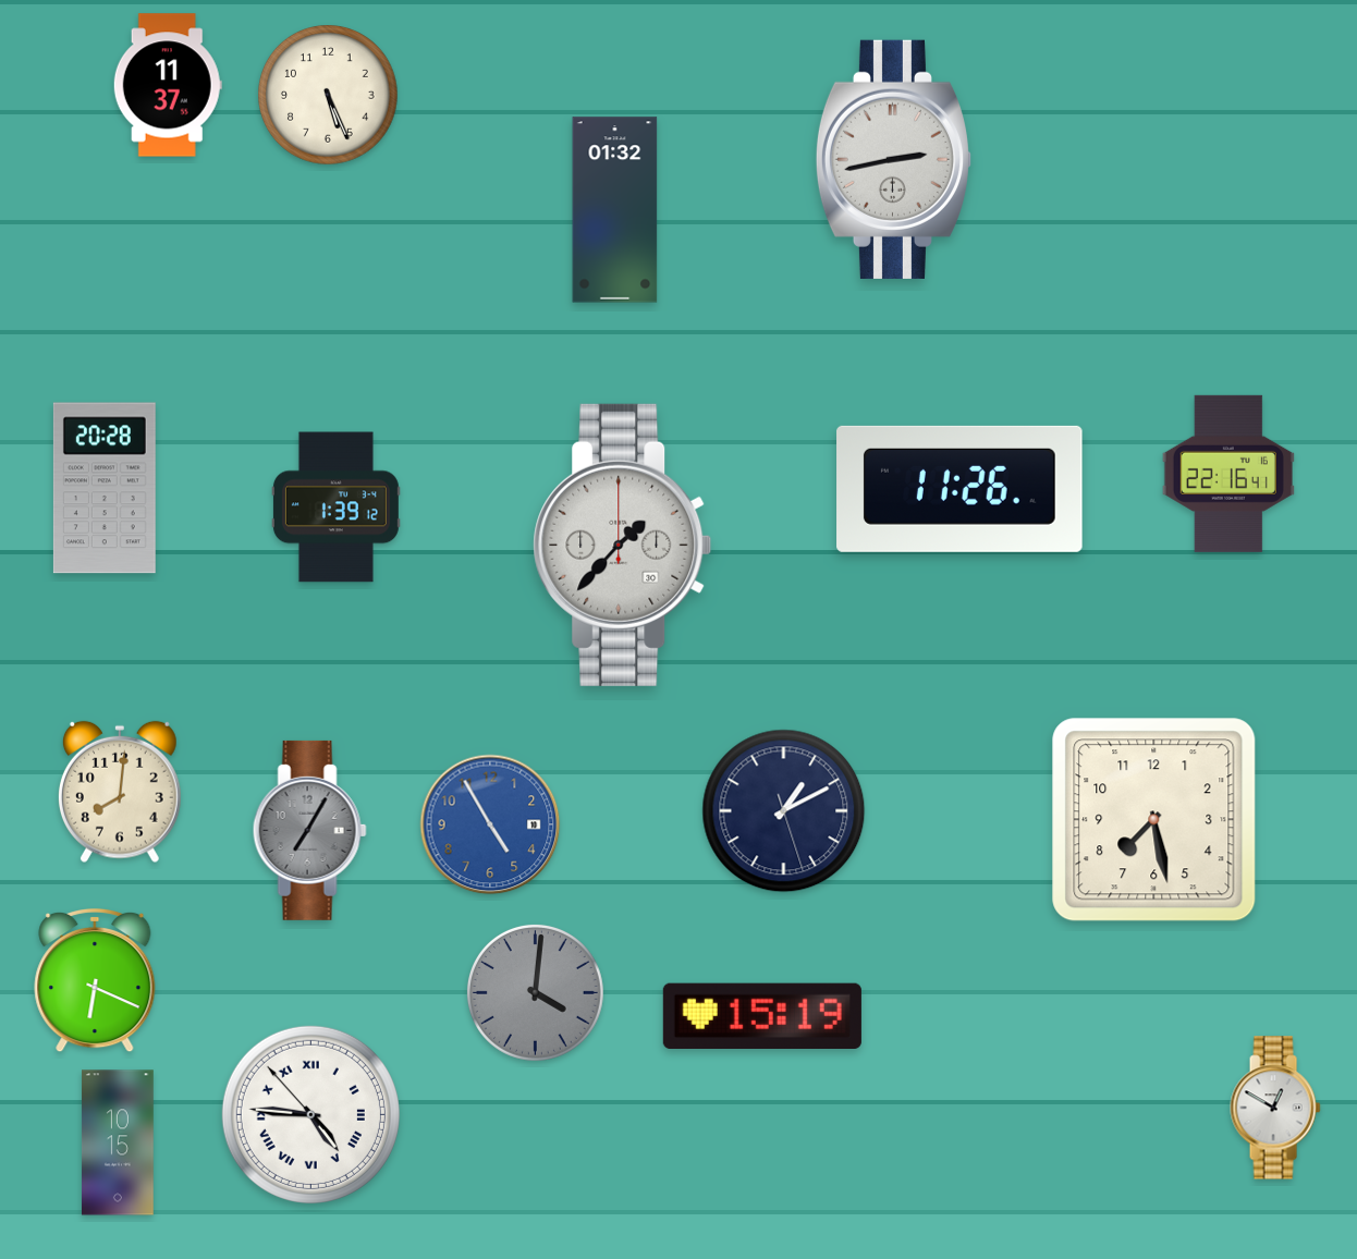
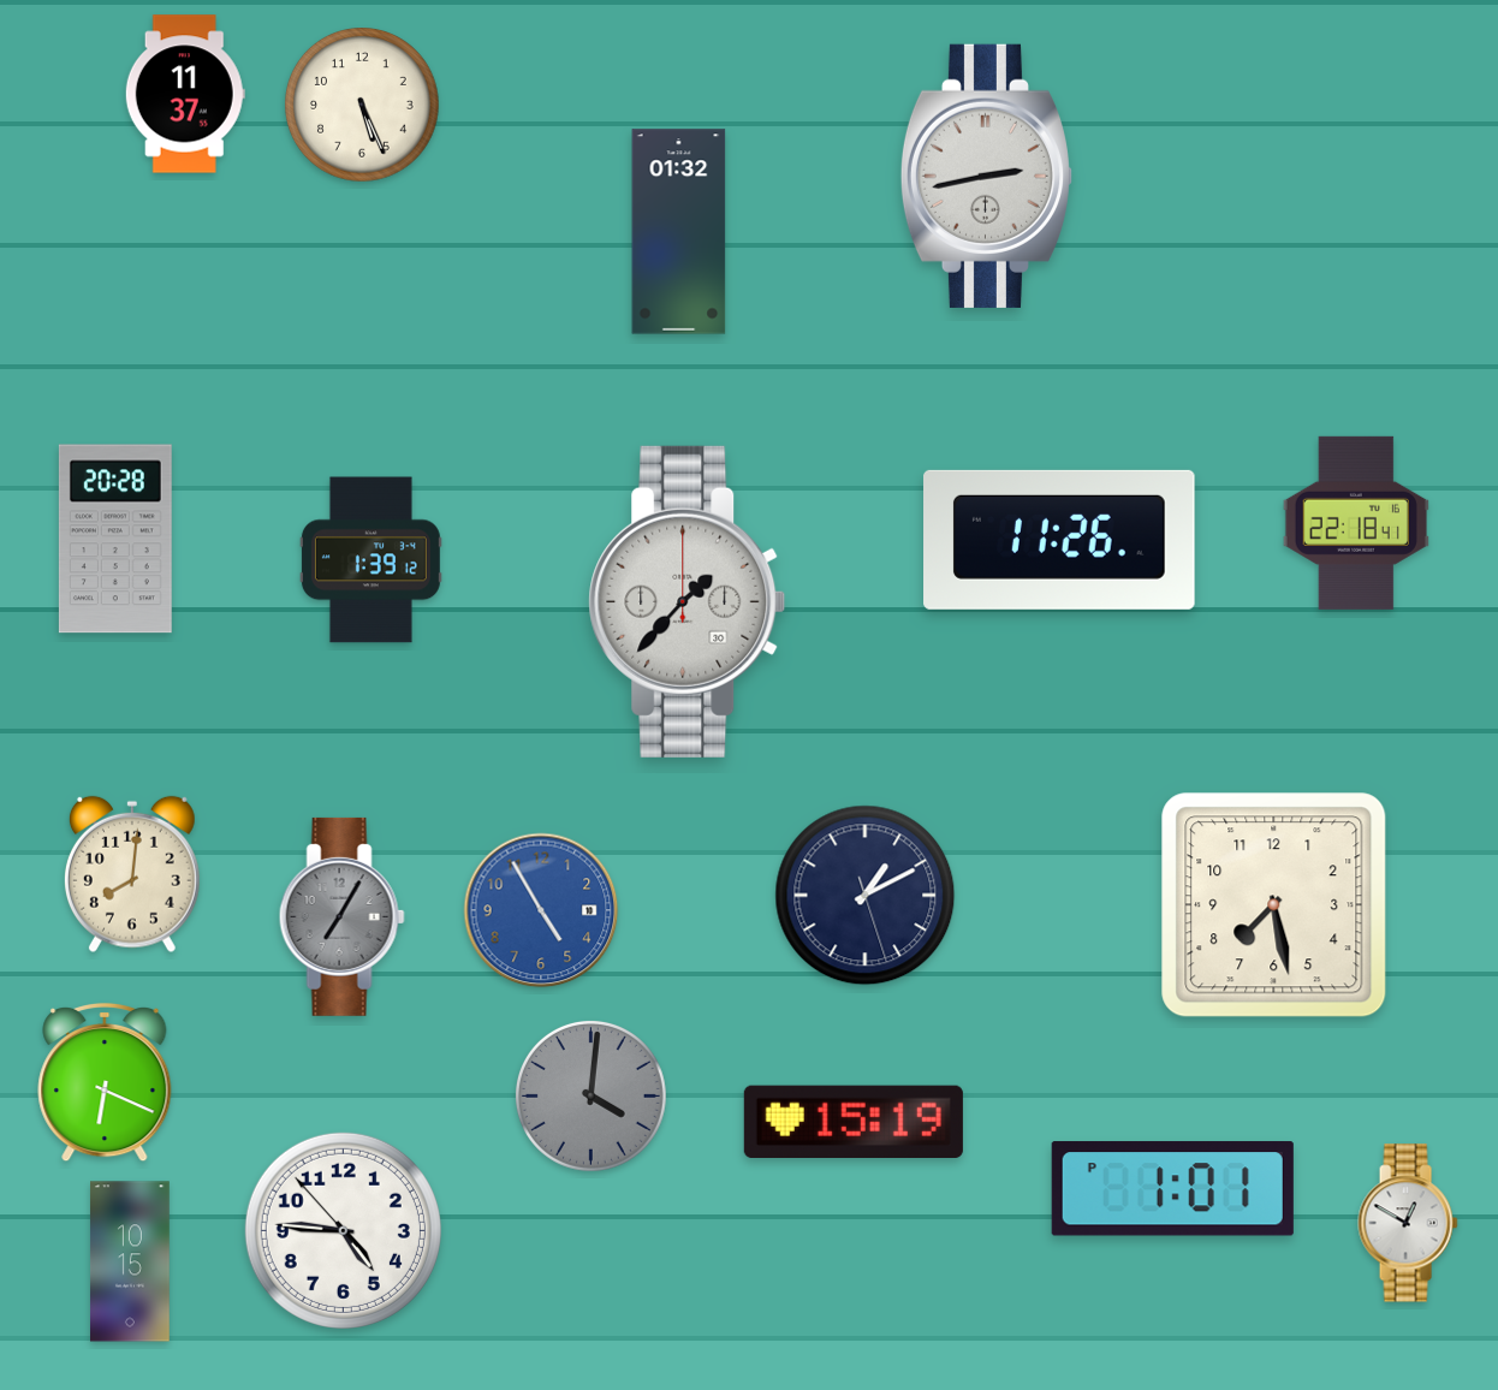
clock at (1228, 474): 22:16 -> 22:18
clock at (762, 1016) position: (762, 1016) -> (854, 1122)
clock at (1172, 1189): none -> 1:01
clock at (310, 1114) numerals: Roman -> Arabic
